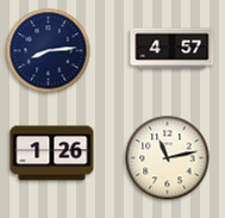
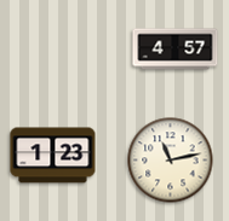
clock at (49, 51): 8:14 -> none
clock at (52, 154): 1:26 -> 1:23
